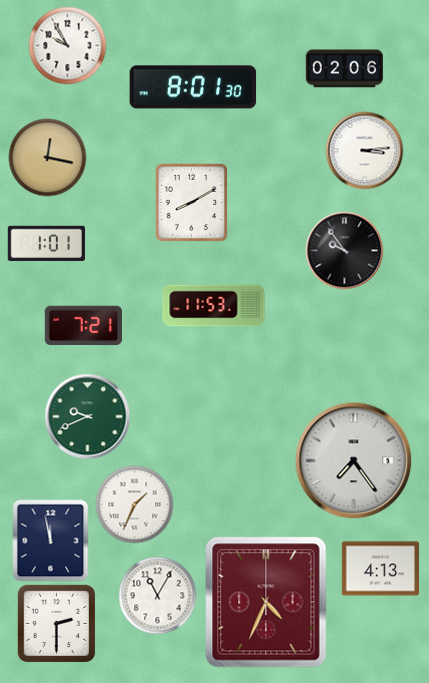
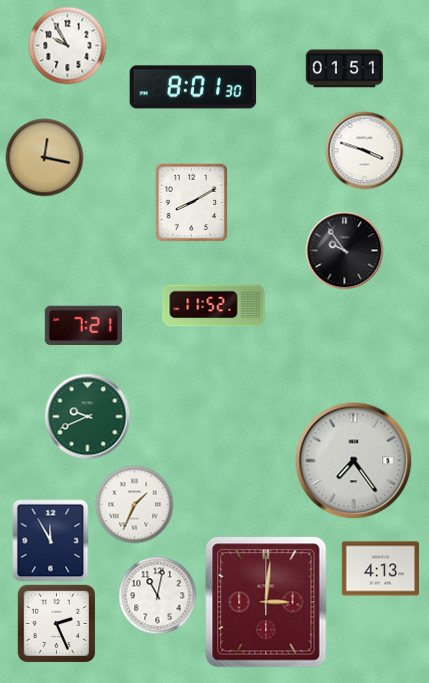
clock at (344, 69): 02:06 -> 01:51
clock at (364, 150): 3:14 -> 3:48
clock at (47, 157) position: (47, 157) -> (44, 157)
clock at (46, 243): 1:01 -> none
clock at (214, 306): 11:53 -> 11:52
clock at (51, 540): 11:58 -> 11:55
clock at (157, 595): 11:05 -> 11:02
clock at (266, 602): 4:34 -> 3:01
clock at (56, 623): 2:30 -> 2:26
